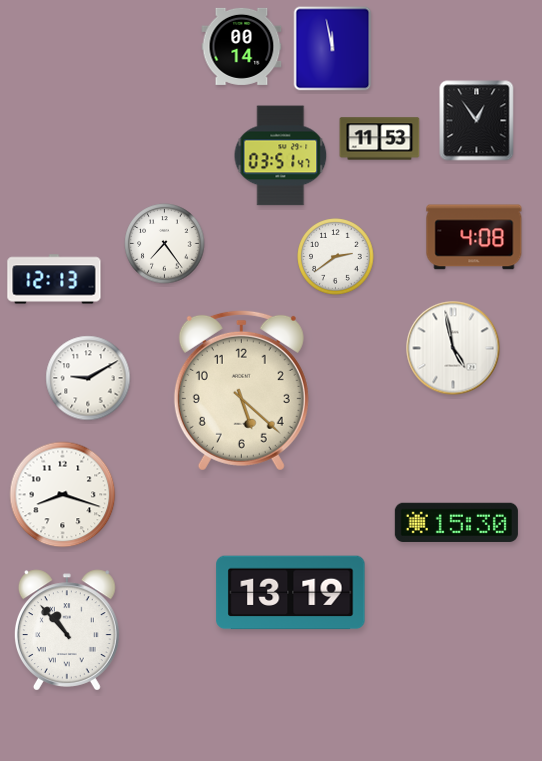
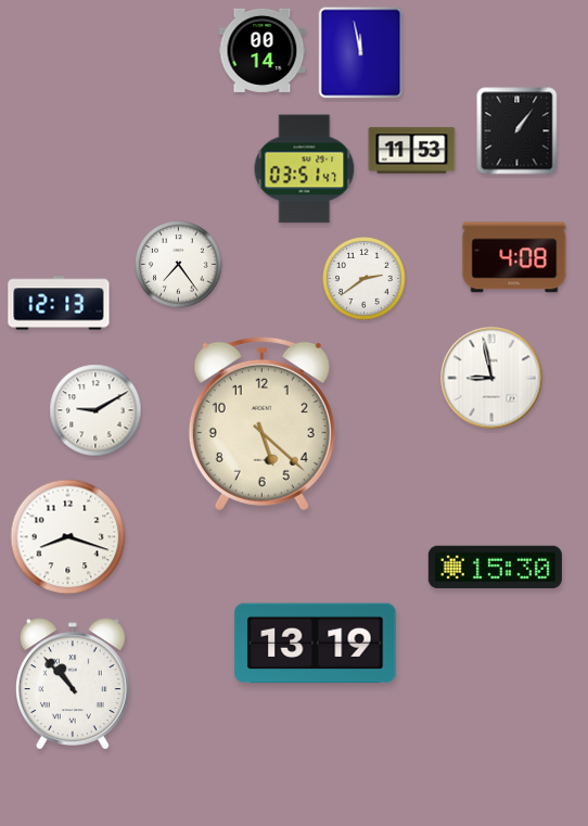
clock at (477, 121): 12:54 -> 1:06
clock at (453, 348): 4:58 -> 8:58
